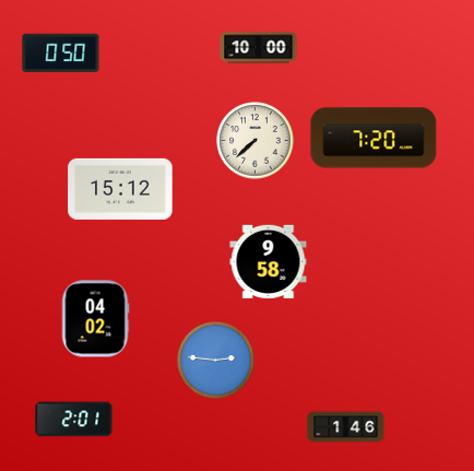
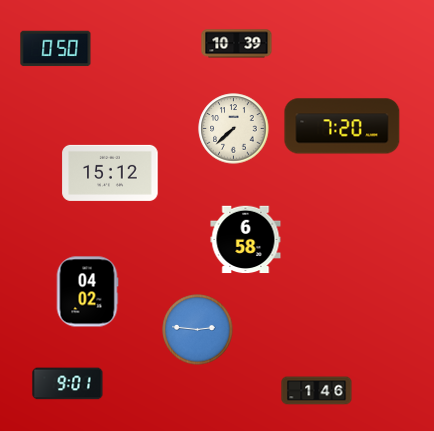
clock at (259, 48): 10:00 -> 10:39
clock at (269, 262): 9:58 -> 6:58
clock at (74, 420): 2:01 -> 9:01
